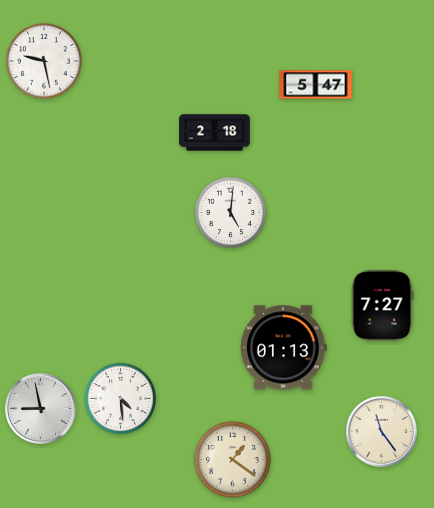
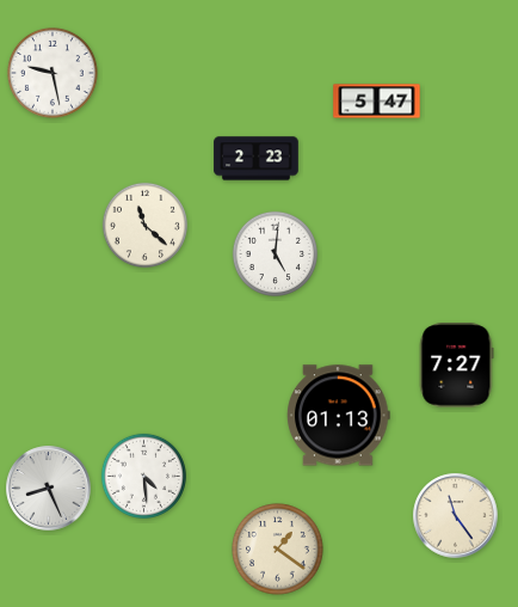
clock at (215, 133): 2:18 -> 2:23
clock at (144, 225): none -> 11:22
clock at (41, 409): 8:58 -> 8:26
